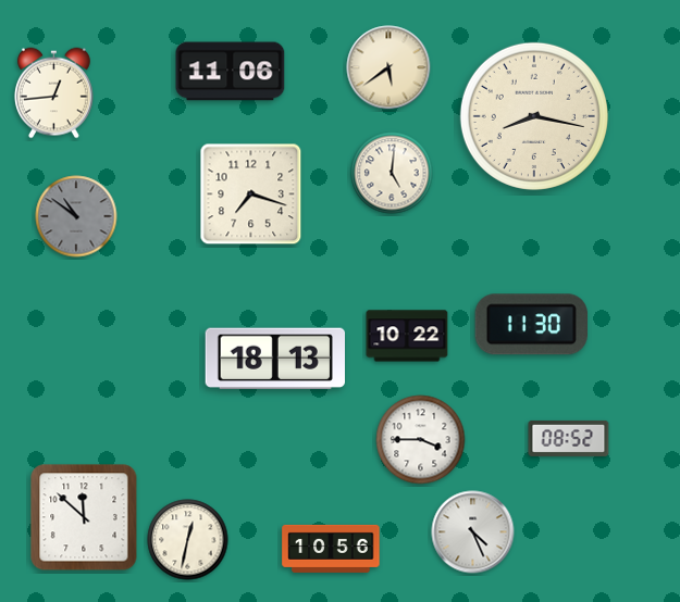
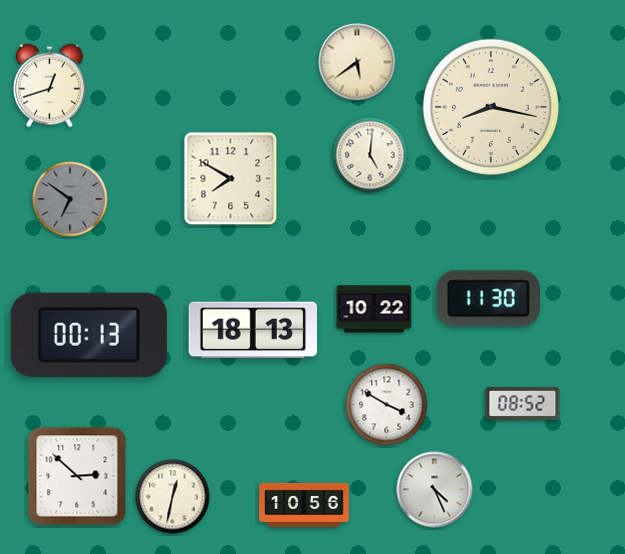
clock at (231, 72): 11:06 -> none
clock at (53, 93): 12:44 -> 12:42
clock at (392, 173) position: (392, 173) -> (370, 155)
clock at (251, 195): 7:18 -> 7:50
clock at (76, 216): 10:51 -> 6:51
clock at (89, 335): none -> 00:13
clock at (421, 440): 3:45 -> 3:50
clock at (84, 517): 11:52 -> 2:52
